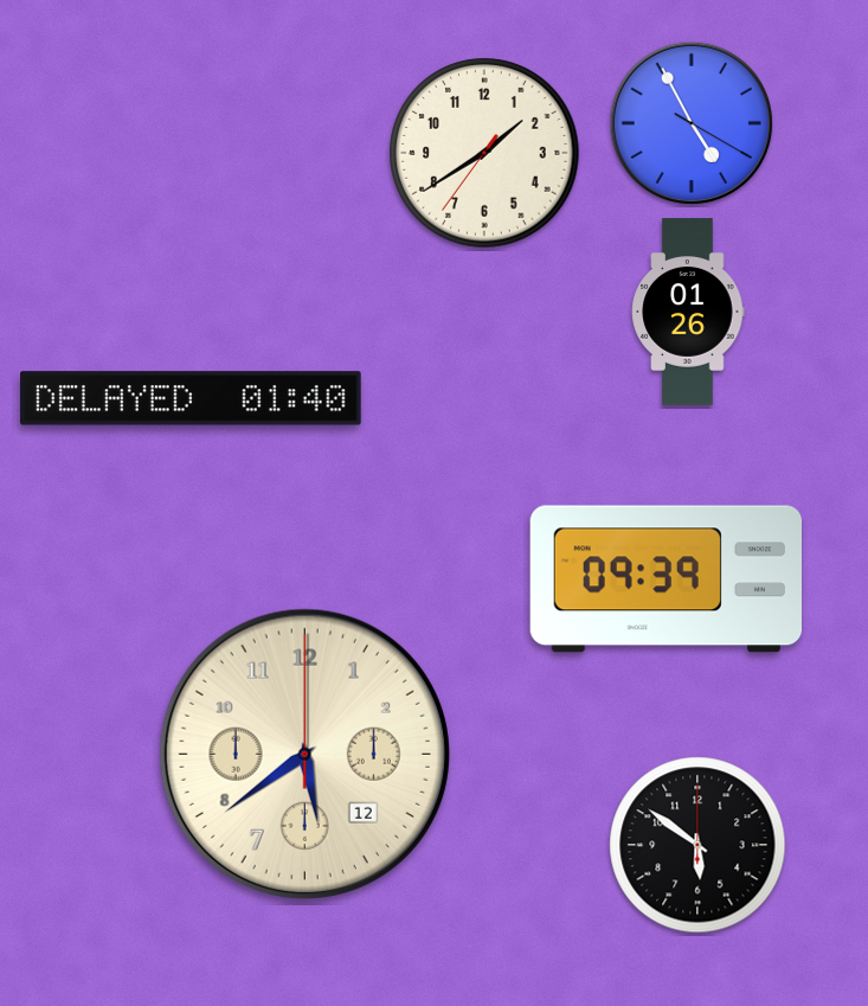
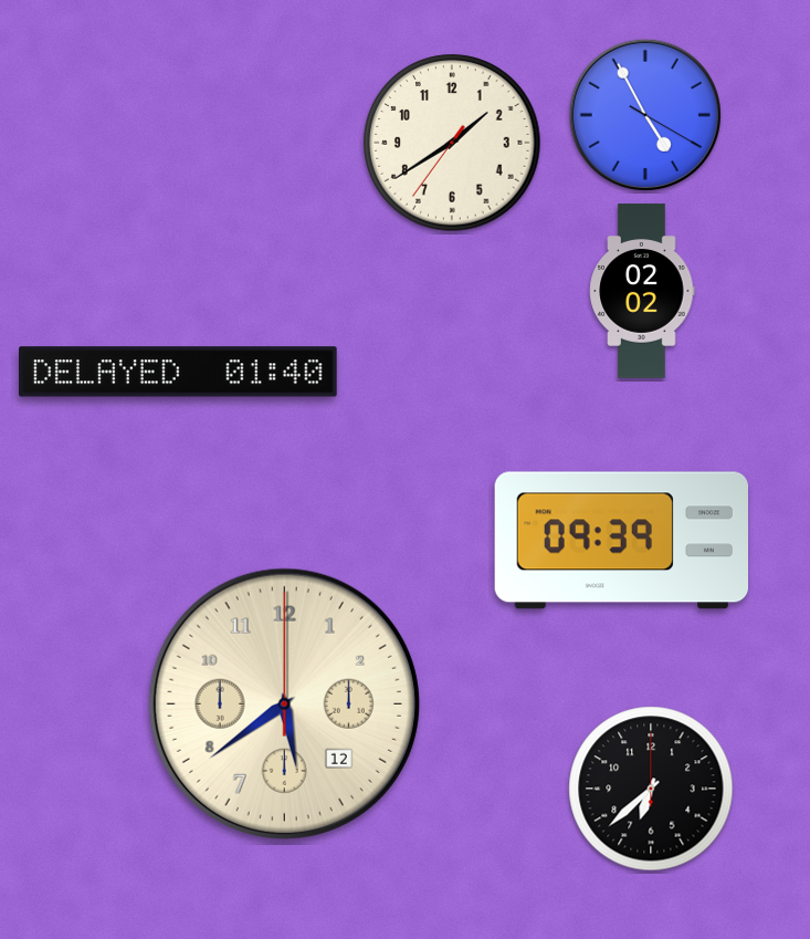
clock at (688, 312): 01:26 -> 02:02
clock at (697, 845): 5:51 -> 6:38
